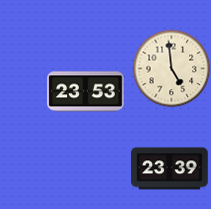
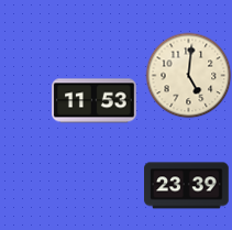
clock at (171, 68): 4:59 -> 5:01
clock at (86, 92): 23:53 -> 11:53
